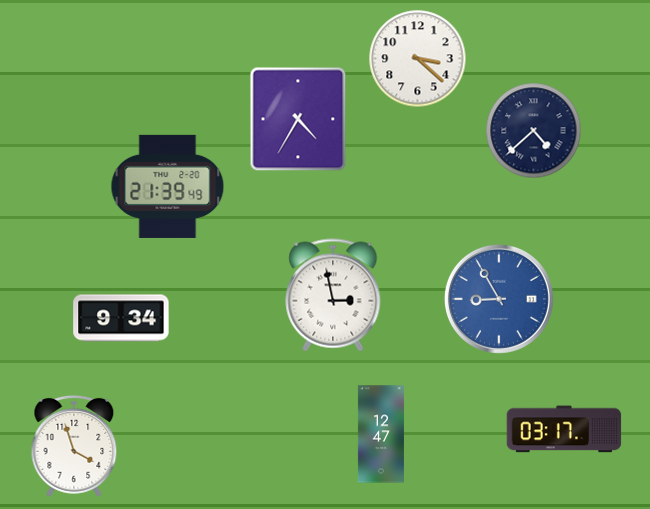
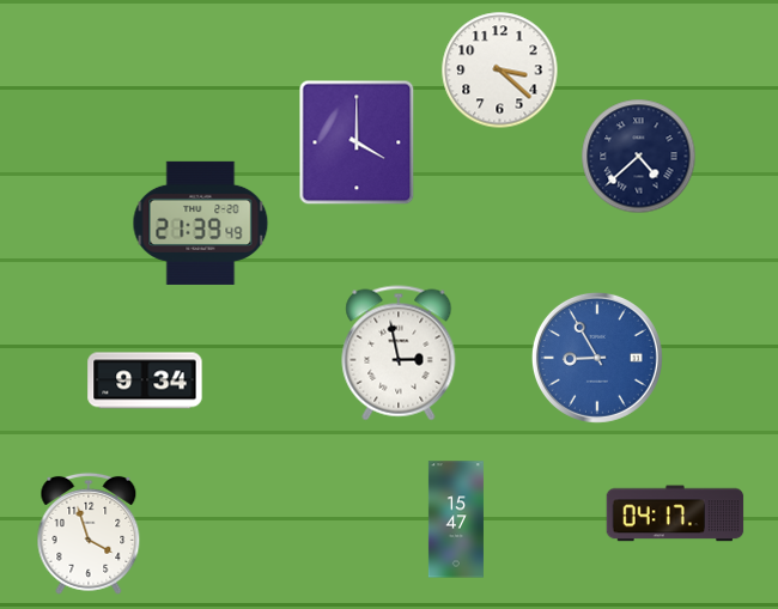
clock at (298, 119): 4:35 -> 4:00
clock at (564, 429): 03:17 -> 04:17
clock at (381, 434): 12:47 -> 15:47
